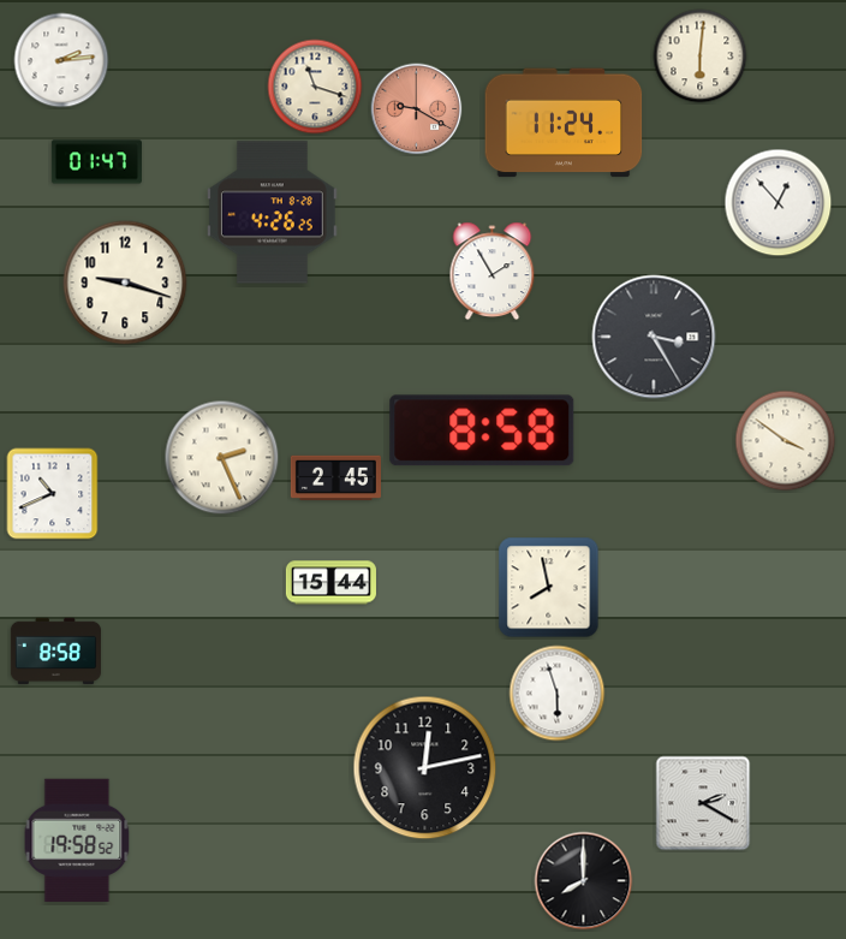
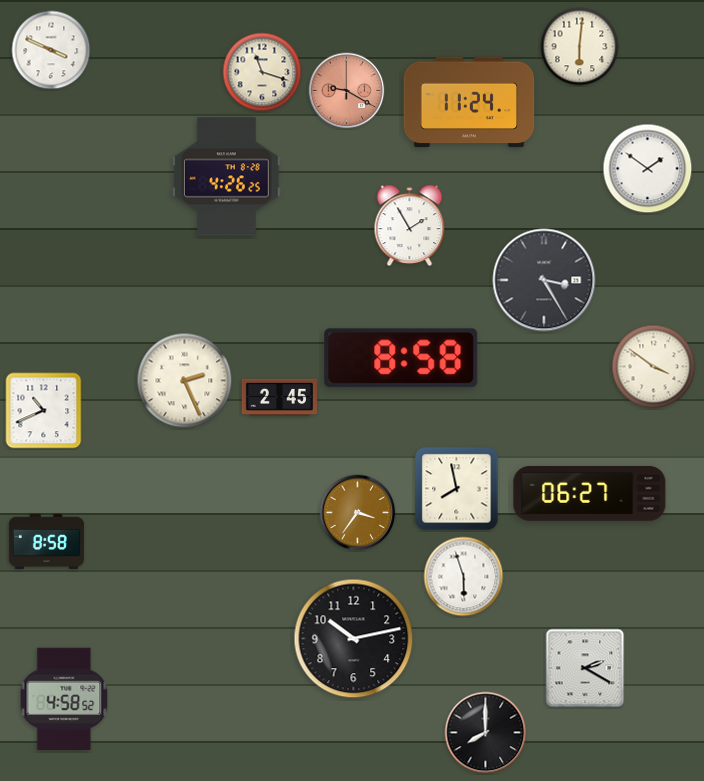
clock at (701, 57) position: (701, 57) -> (580, 47)
clock at (61, 60): 2:14 -> 3:49
clock at (96, 162): 01:47 -> none
clock at (779, 203): 12:53 -> 1:51
clock at (125, 283): 9:18 -> none
clock at (330, 583): 15:44 -> none
clock at (590, 493): none -> 06:27
clock at (358, 513): none -> 3:36
clock at (425, 768): 12:13 -> 10:13
clock at (77, 840): 19:58 -> 4:58
